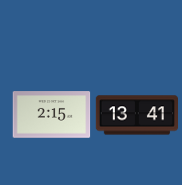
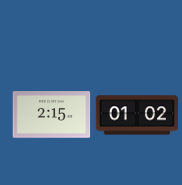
clock at (136, 115): 13:41 -> 01:02
